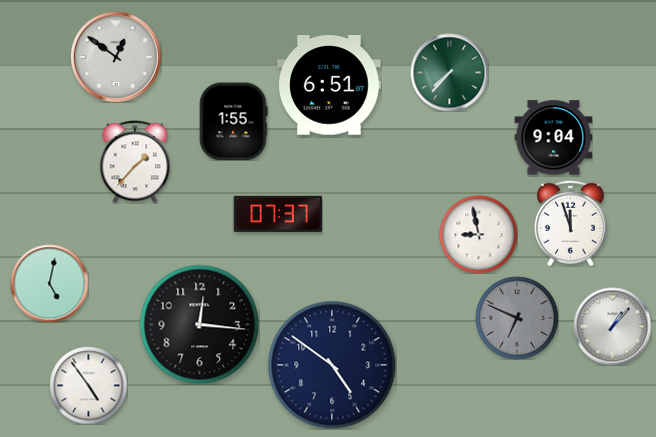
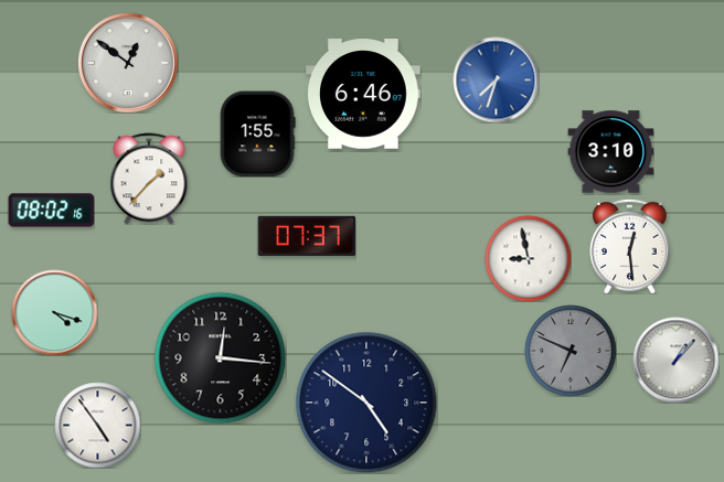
clock at (449, 72): 7:37 -> 7:33
clock at (449, 72) dial: green -> blue
clock at (329, 85): 6:51 -> 6:46
clock at (553, 138): 9:04 -> 3:10
clock at (51, 211): none -> 08:02
clock at (571, 223): 11:57 -> 12:29
clock at (49, 283): 5:02 -> 4:18
